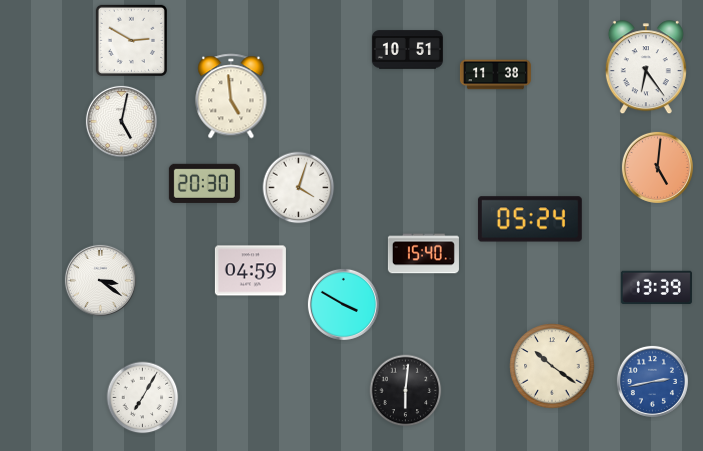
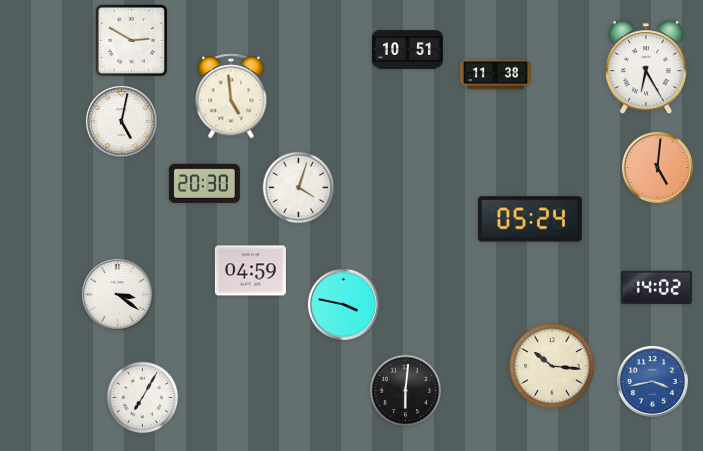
clock at (646, 68): 6:24 -> 6:25
clock at (423, 254): 15:40 -> none
clock at (100, 280) position: (100, 280) -> (117, 294)
clock at (656, 288): 13:39 -> 14:02
clock at (343, 304): 3:50 -> 3:47
clock at (552, 366): 10:21 -> 10:16
clock at (652, 381): 2:43 -> 3:43
